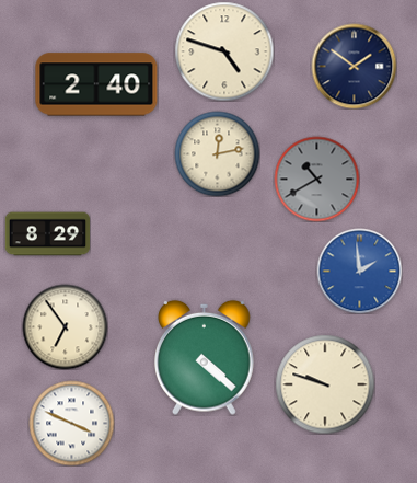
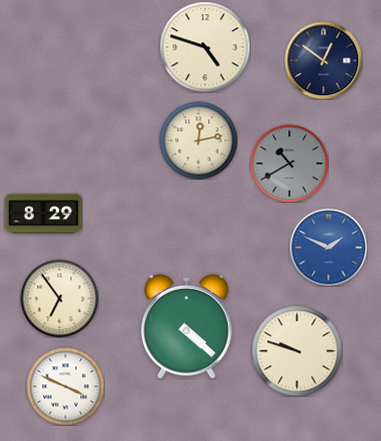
clock at (354, 66): 1:51 -> 12:51
clock at (96, 84): 2:40 -> none
clock at (359, 271): 1:59 -> 1:49
